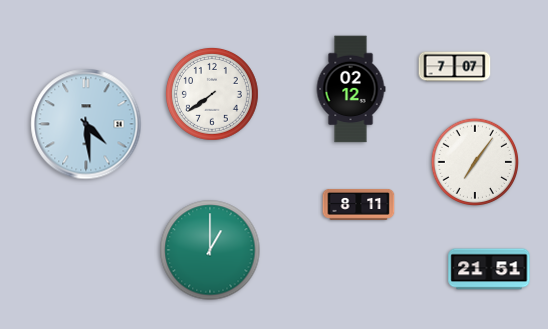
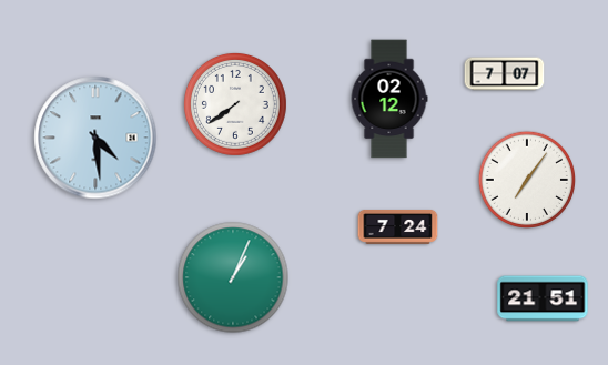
clock at (359, 204): 8:11 -> 7:24
clock at (210, 250): 1:00 -> 1:04
